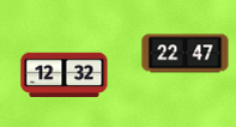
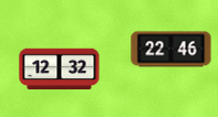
clock at (186, 54): 22:47 -> 22:46
